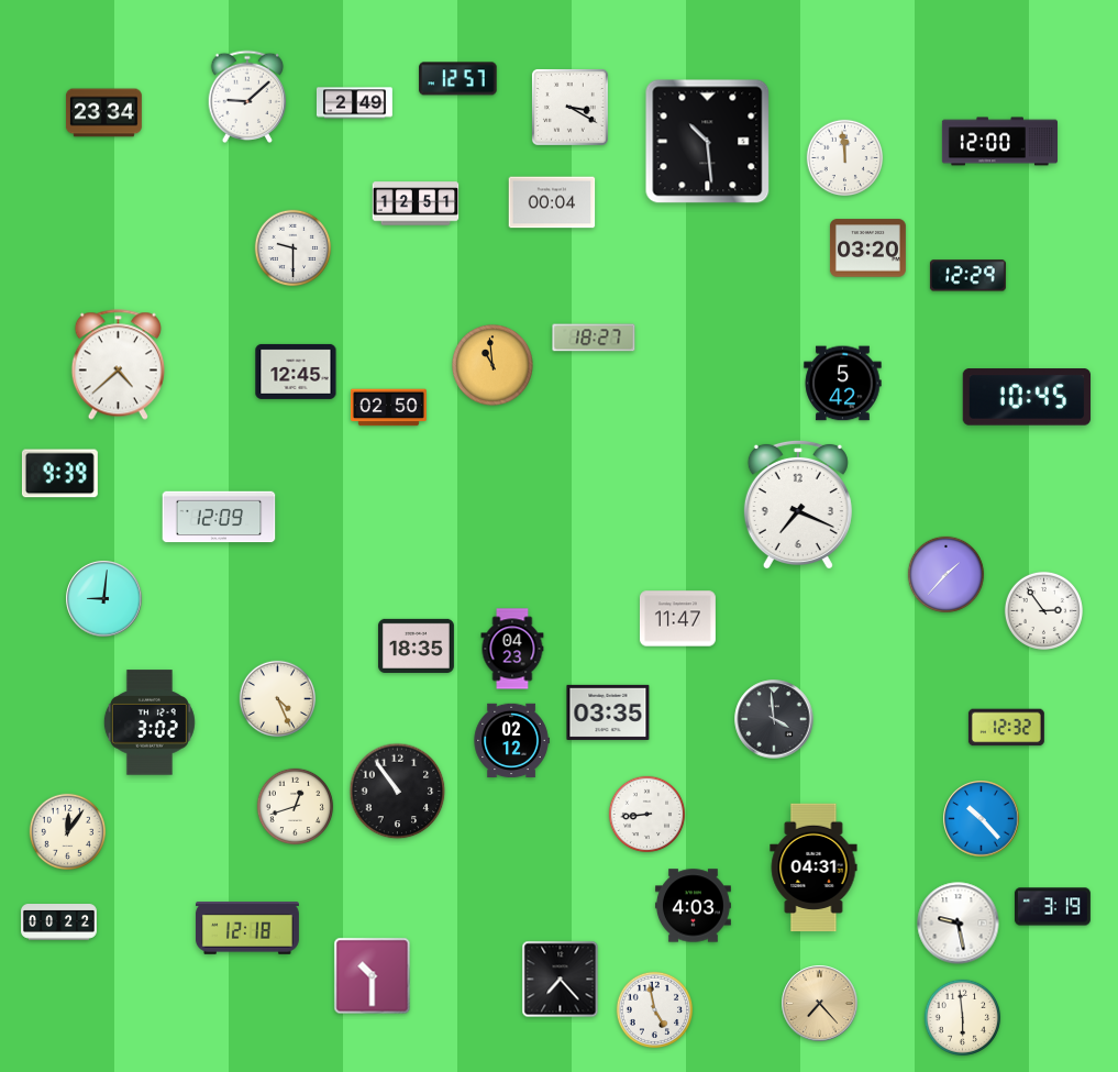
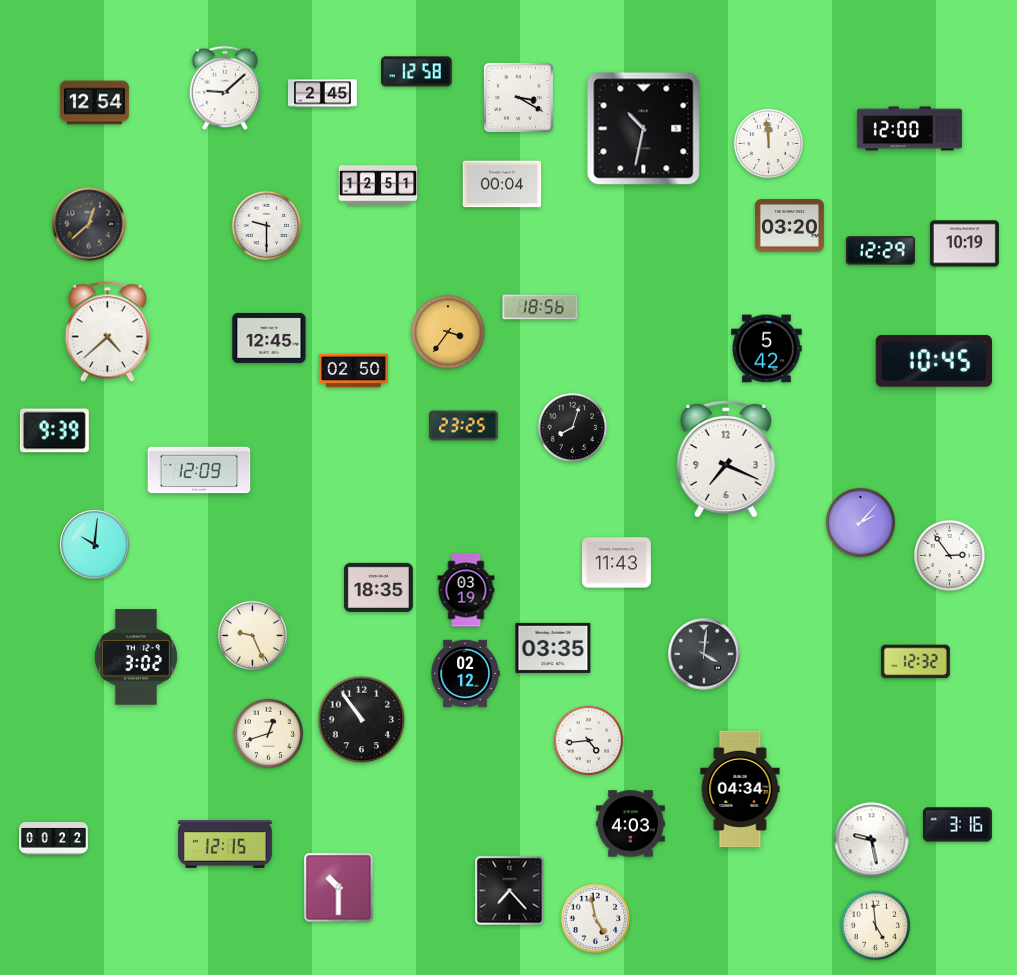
clock at (458, 79): 12:57 -> 12:58
clock at (354, 103): 2:49 -> 2:45
clock at (103, 113): 23:34 -> 12:54
clock at (708, 142): 10:29 -> 10:32
clock at (89, 224): none -> 12:38
clock at (964, 244): none -> 10:19
clock at (594, 338): 18:27 -> 18:56
clock at (492, 365): 10:59 -> 3:36
clock at (463, 426): none -> 23:25
clock at (573, 428): none -> 8:03
clock at (947, 575): 1:37 -> 2:07
clock at (104, 599): 9:01 -> 10:01
clock at (677, 619): 11:47 -> 11:43
clock at (512, 649): 04:23 -> 03:19
clock at (278, 699): 4:26 -> 9:26
clock at (774, 719): 3:59 -> 4:01
clock at (647, 815): 8:44 -> 4:44
clock at (982, 819): 10:23 -> none
clock at (68, 832): 12:06 -> none
clock at (813, 867): 04:31 -> 04:34
clock at (1052, 907): 3:19 -> 3:16
clock at (247, 928): 12:18 -> 12:15
clock at (820, 1004): 7:23 -> none
clock at (963, 1018): 5:59 -> 4:59
